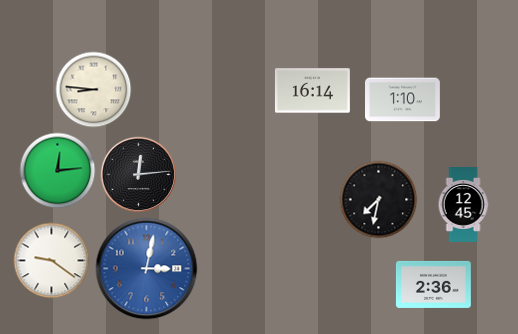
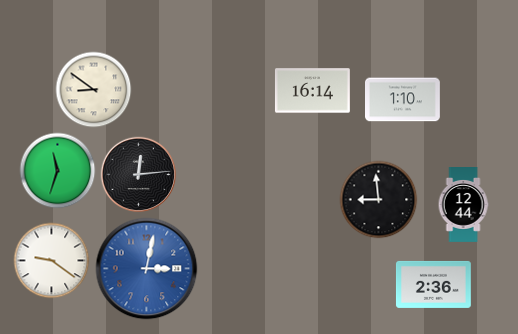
clock at (94, 90): 8:46 -> 8:51
clock at (58, 171): 12:14 -> 11:33
clock at (379, 200): 7:32 -> 8:59
clock at (463, 205): 12:45 -> 12:44
